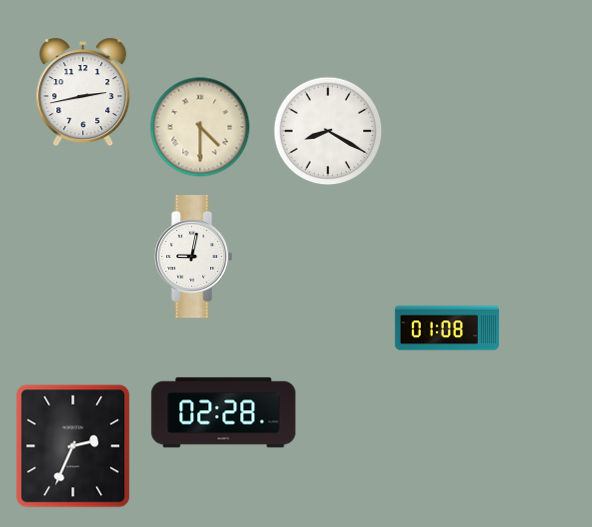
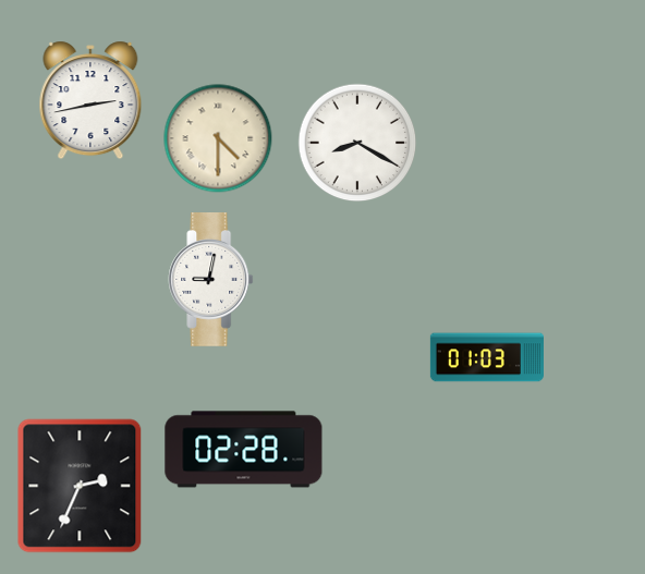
clock at (447, 328): 01:08 -> 01:03
